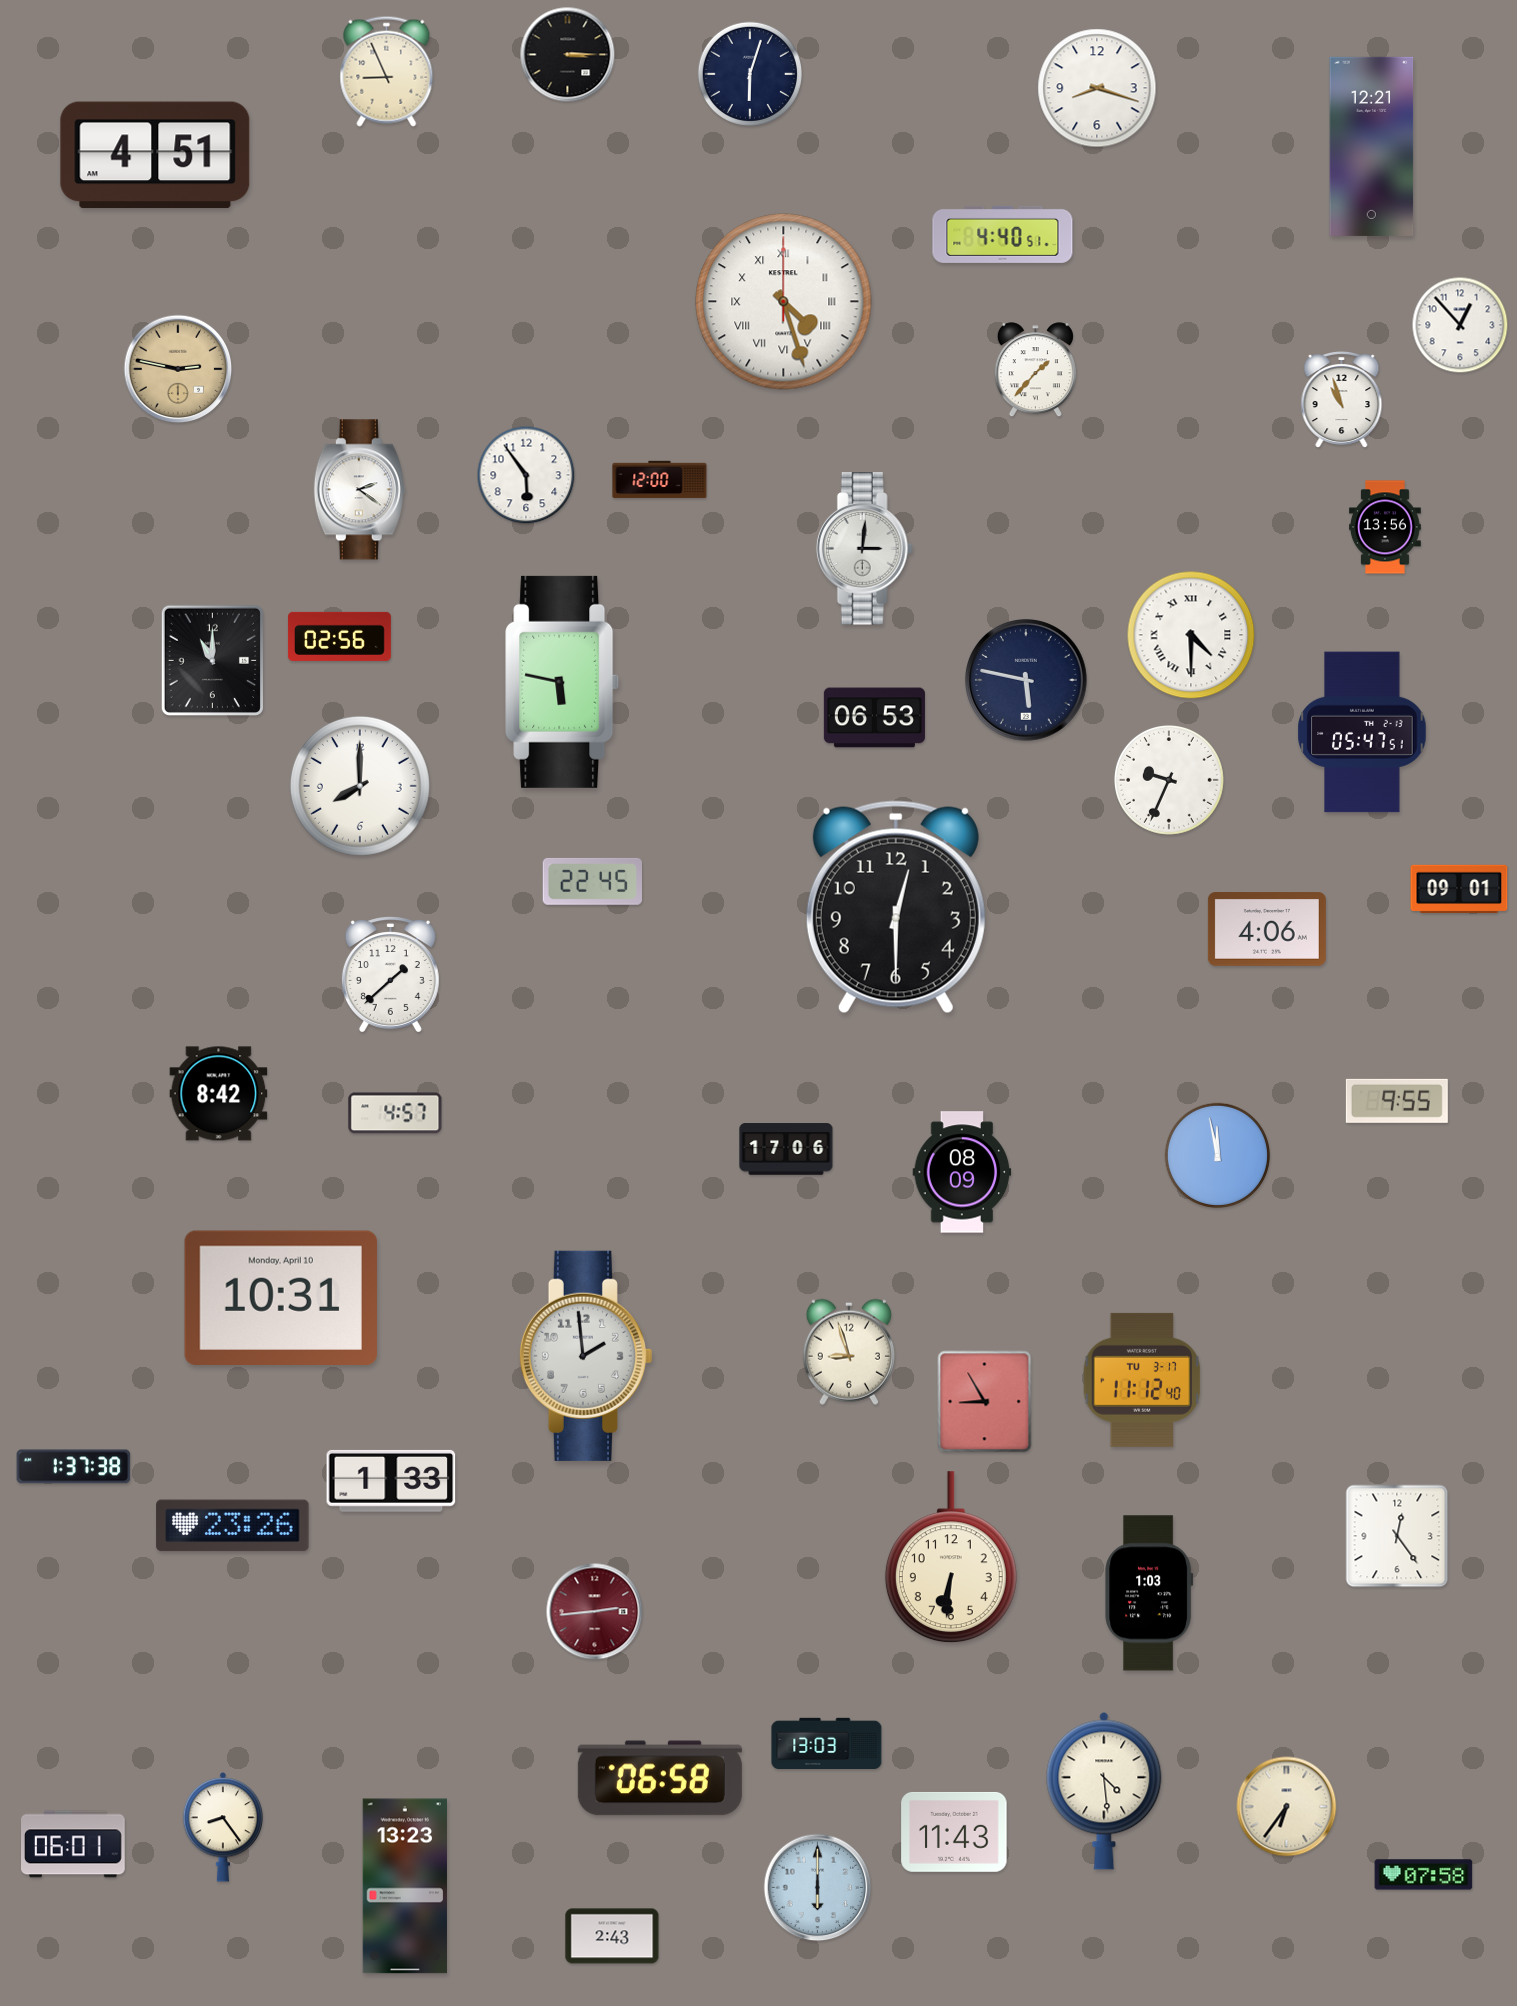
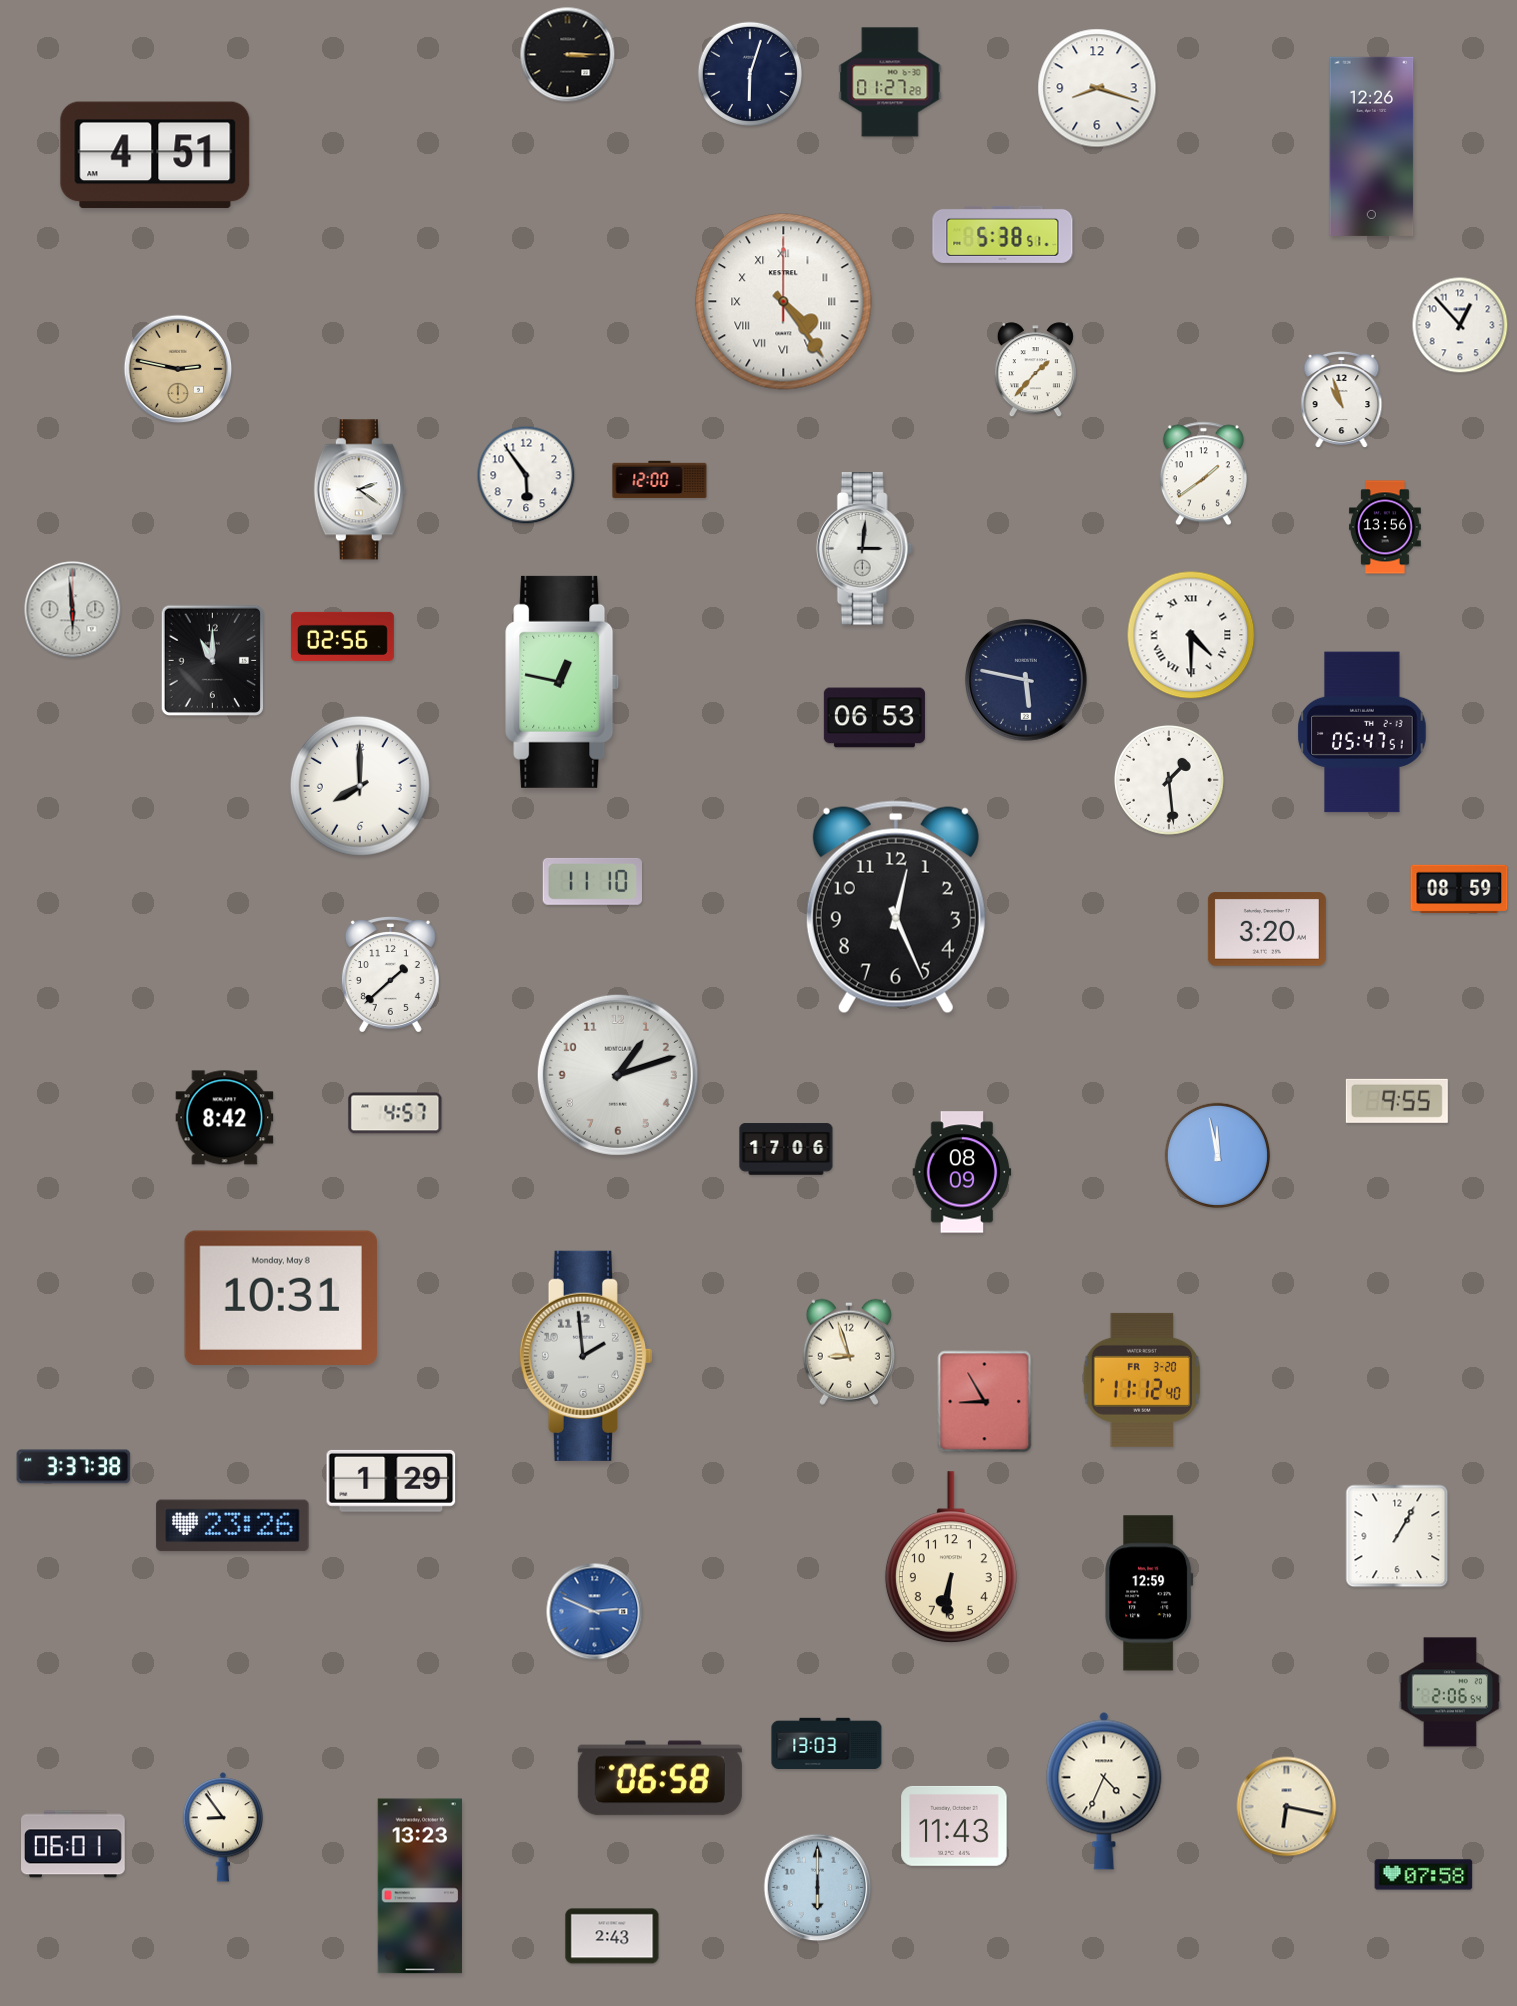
clock at (387, 71): 8:56 -> none
clock at (890, 82): none -> 01:27
clock at (1372, 146): 12:21 -> 12:26
clock at (1003, 234): 4:40 -> 5:38
clock at (784, 302): 4:27 -> 4:24
clock at (1203, 474): none -> 1:39
clock at (73, 610): none -> 5:59
clock at (339, 636) position: (339, 636) -> (342, 636)
clock at (563, 682): 5:47 -> 12:47
clock at (1169, 780): 9:34 -> 1:29
clock at (593, 881): 22:45 -> 11:10
clock at (1459, 888): 09:01 -> 08:59
clock at (896, 907): 12:30 -> 12:26
clock at (1267, 930): 4:06 -> 3:20
clock at (618, 1075): none -> 1:12
clock at (219, 1094) position: (219, 1094) -> (225, 1118)
clock at (281, 1297) date: Monday, April 10 -> Monday, May 8
clock at (1142, 1380) date: TU 3-17 -> FR 3-20
clock at (74, 1467): 1:37 -> 3:37
clock at (391, 1481): 1:33 -> 1:29
clock at (1397, 1536): 12:24 -> 1:05
clock at (1149, 1593): 1:03 -> 12:59
clock at (595, 1612): 2:44 -> 2:49
clock at (595, 1612) dial: burgundy -> blue
clock at (1450, 1692): none -> 2:06
clock at (1104, 1791): 4:29 -> 4:34
clock at (1287, 1807): 6:36 -> 6:17
clock at (223, 1827): 8:24 -> 8:54
clock at (954, 1832) position: (954, 1832) -> (954, 1826)
clock at (404, 1886) position: (404, 1886) -> (419, 1886)
